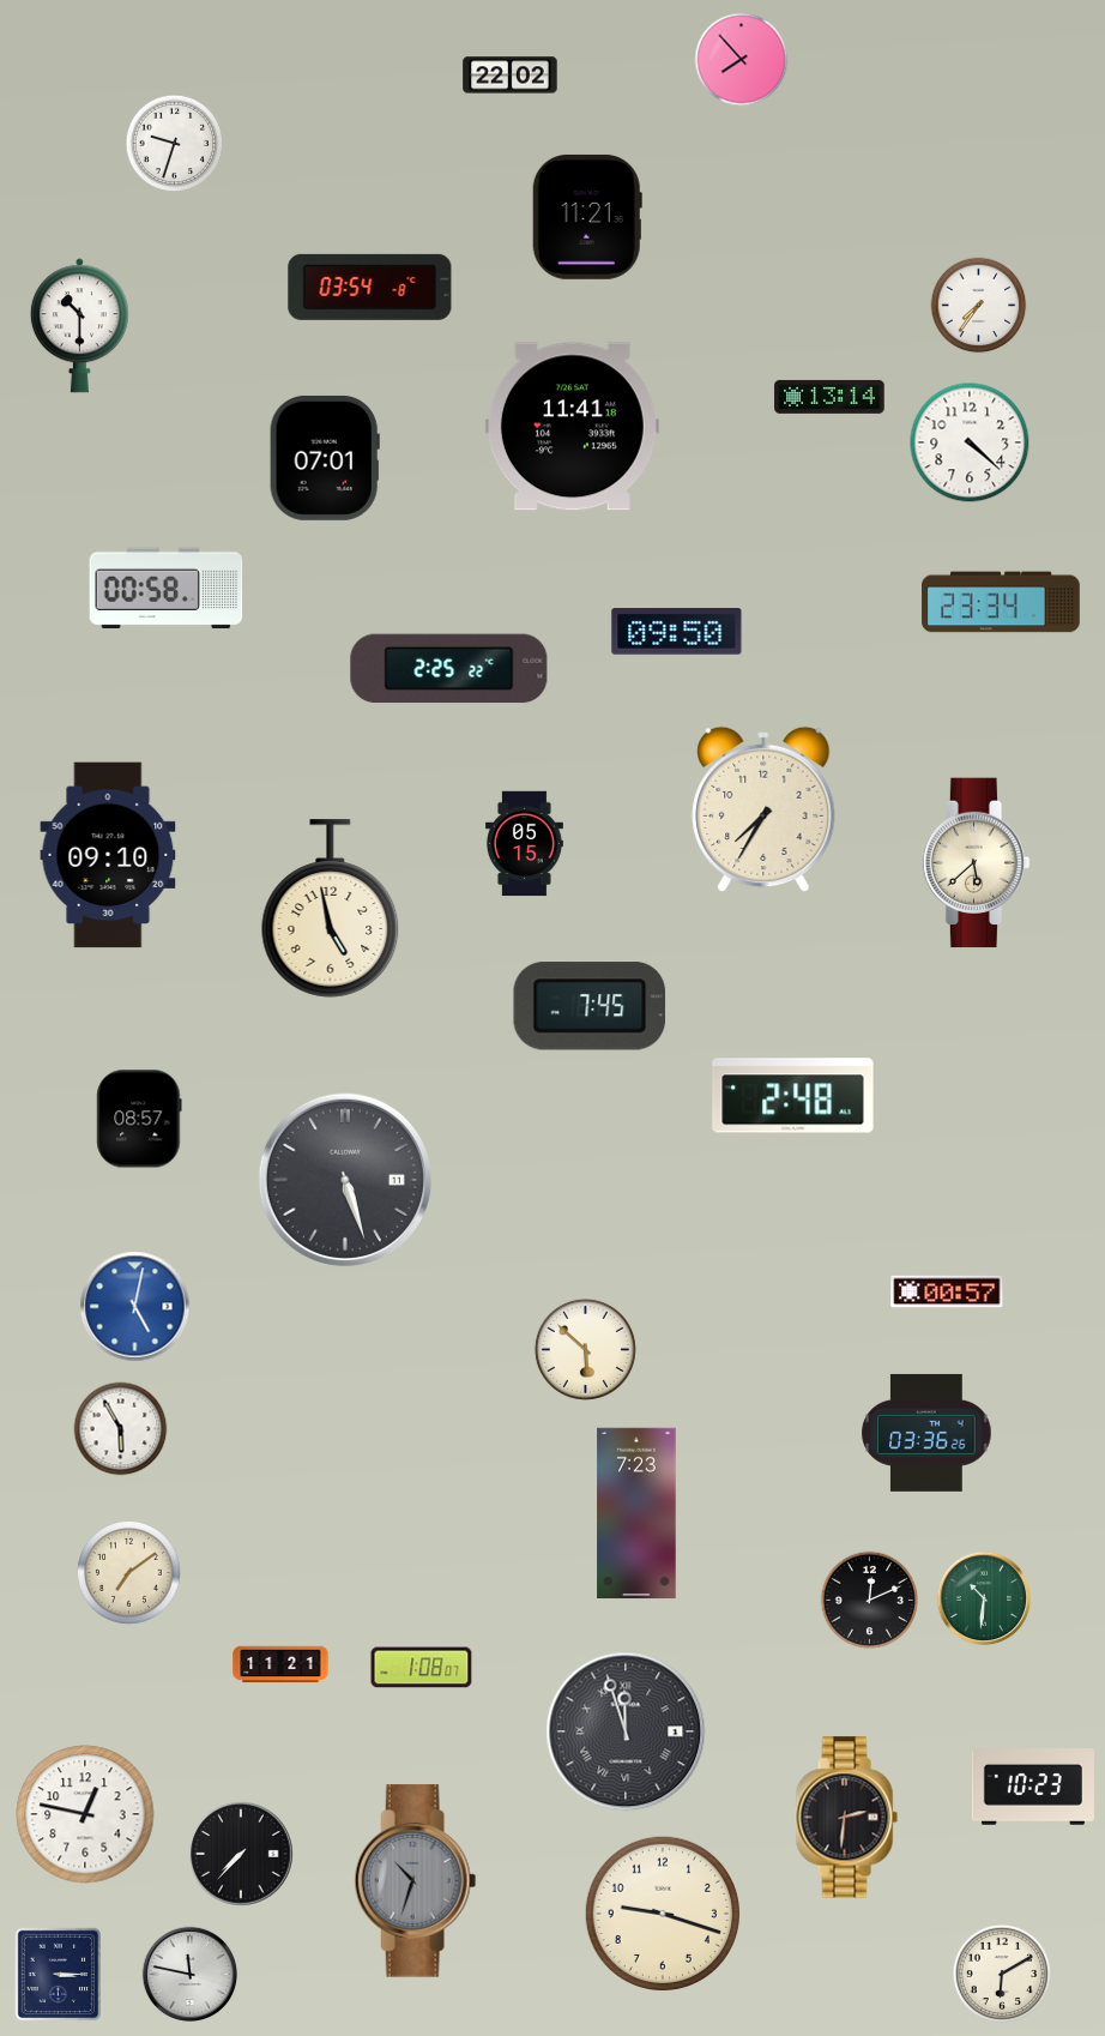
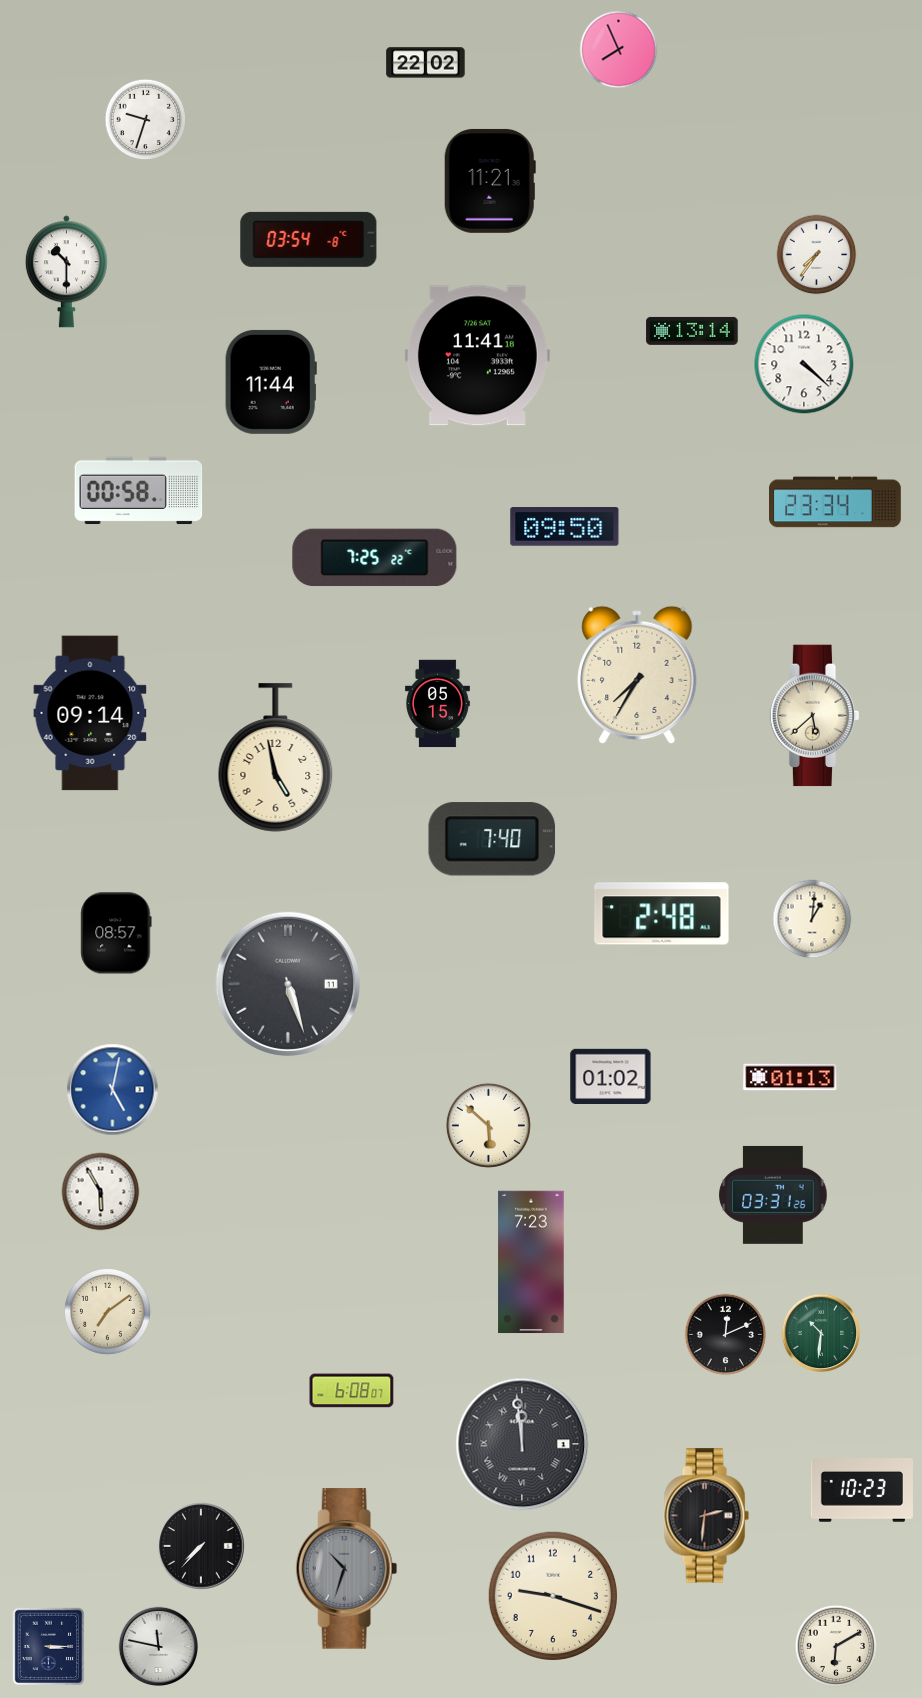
clock at (742, 60): 7:53 -> 7:56
clock at (970, 442) position: (970, 442) -> (804, 364)
clock at (325, 458): 07:01 -> 11:44
clock at (449, 669): 2:25 -> 7:25
clock at (108, 855): 09:10 -> 09:14
clock at (977, 863) position: (977, 863) -> (815, 716)
clock at (590, 1006): 7:45 -> 7:40
clock at (812, 919): none -> 1:01
clock at (611, 1076): none -> 01:02
clock at (947, 1291): 00:57 -> 01:13
clock at (926, 1433): 03:36 -> 03:31
clock at (280, 1664): 11:21 -> none
clock at (422, 1668): 1:08 -> 6:08
clock at (626, 1731): 11:57 -> 11:59
clock at (85, 1814): 12:47 -> none
